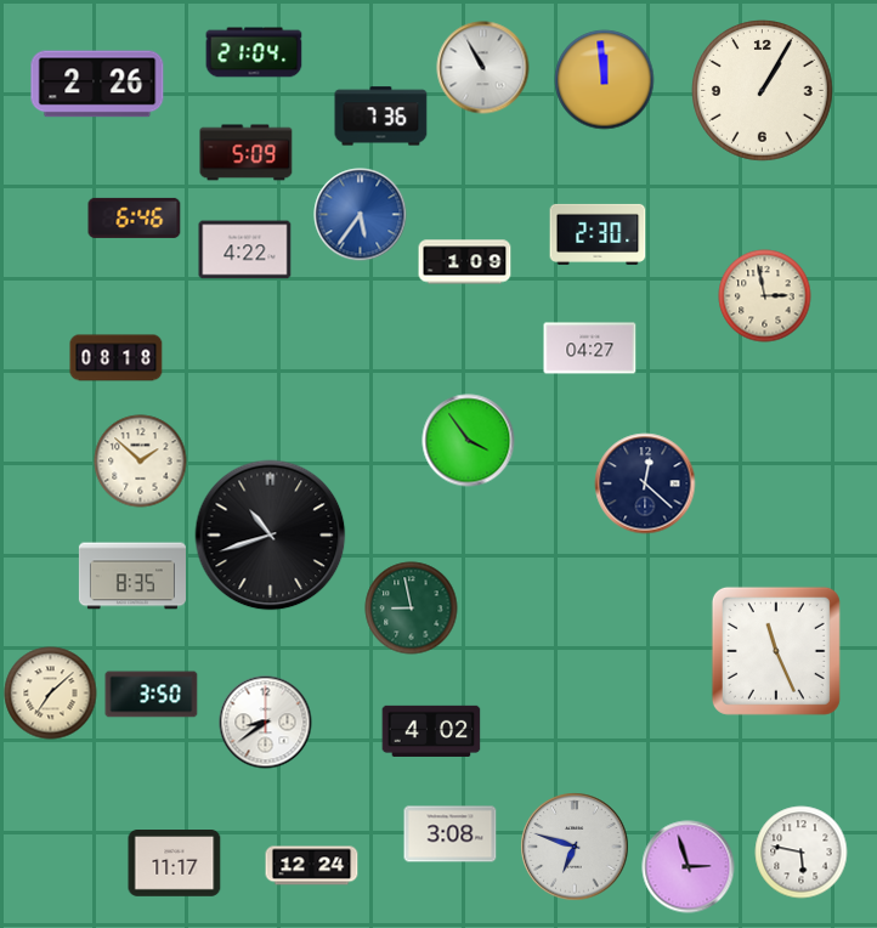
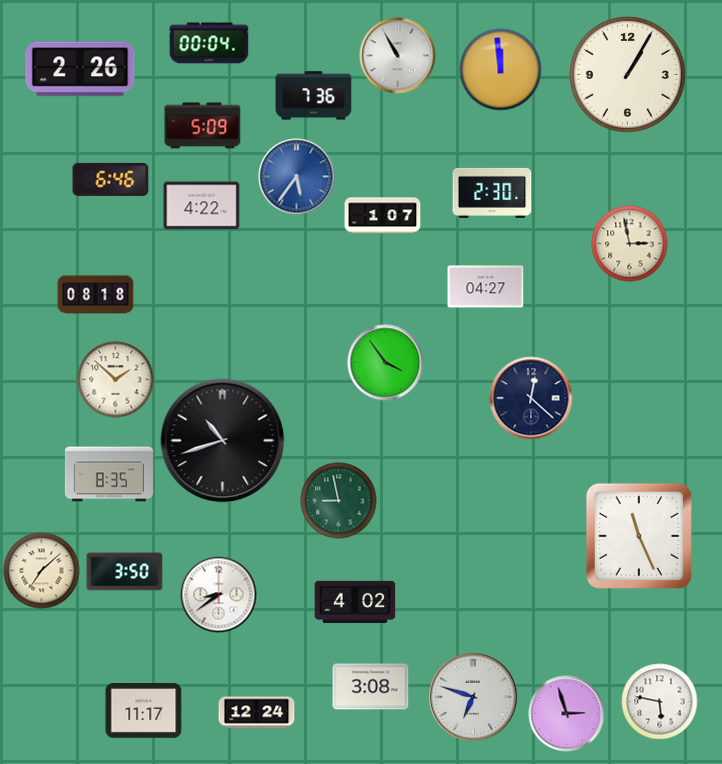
clock at (254, 52): 21:04 -> 00:04
clock at (605, 80) position: (605, 80) -> (501, 70)
clock at (465, 262): 1:09 -> 1:07
